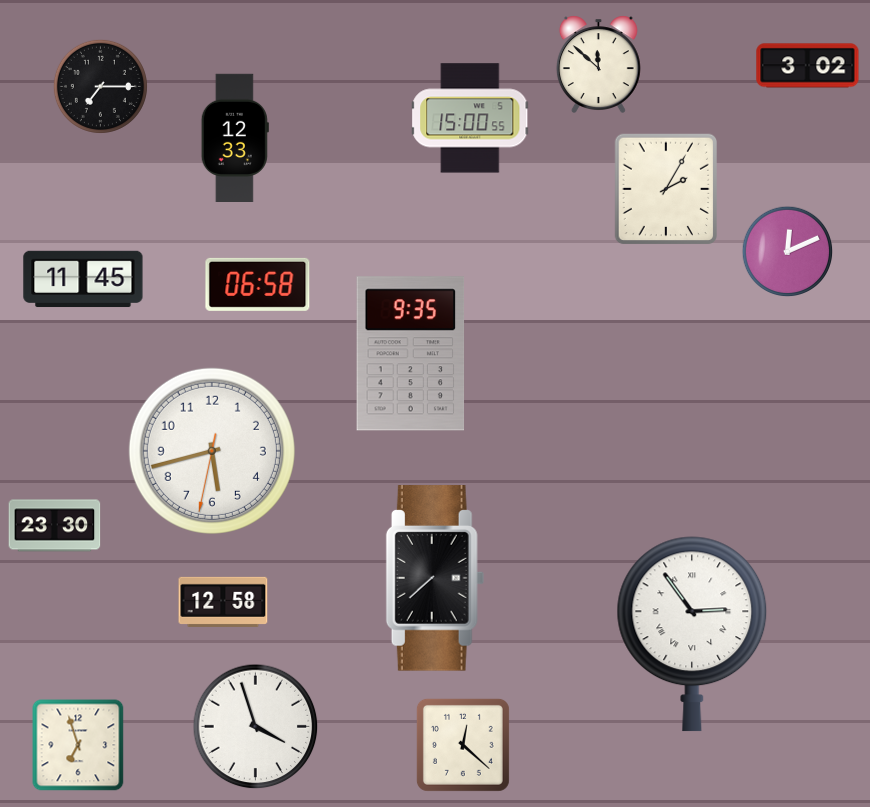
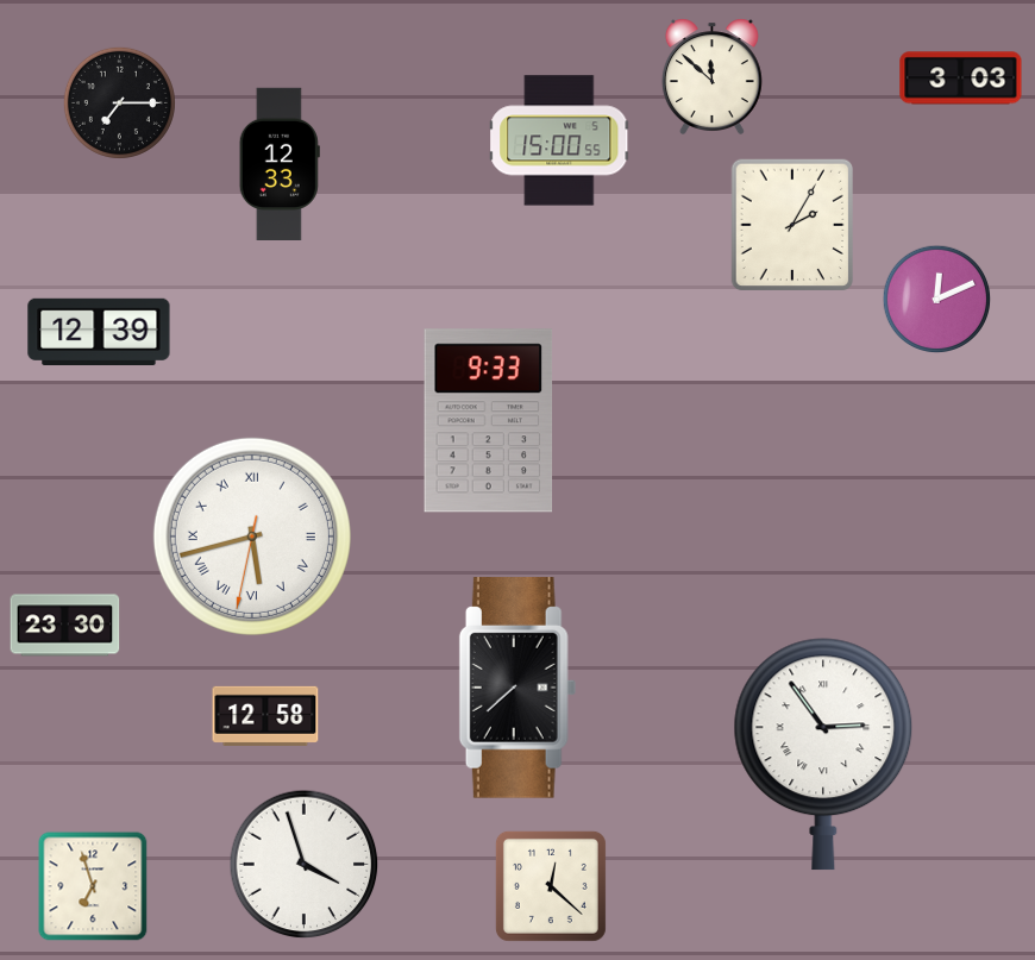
clock at (808, 66): 3:02 -> 3:03
clock at (83, 279): 11:45 -> 12:39
clock at (258, 284): 06:58 -> none
clock at (411, 354): 9:35 -> 9:33
clock at (212, 451) numerals: Arabic -> Roman
